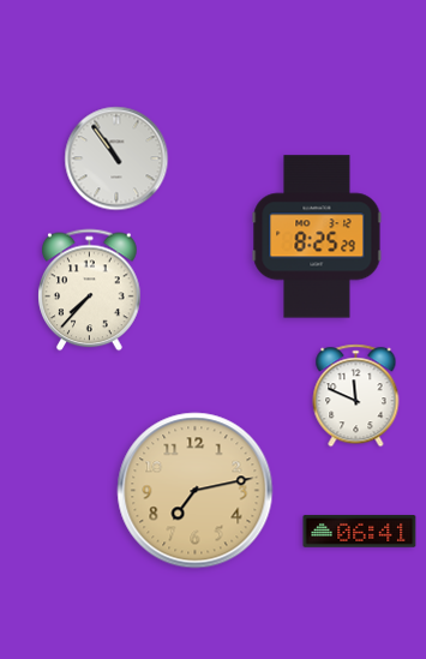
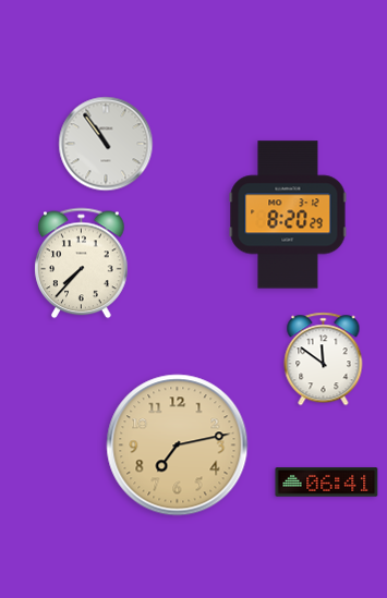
clock at (317, 236): 8:25 -> 8:20
clock at (356, 396): 11:49 -> 11:51
